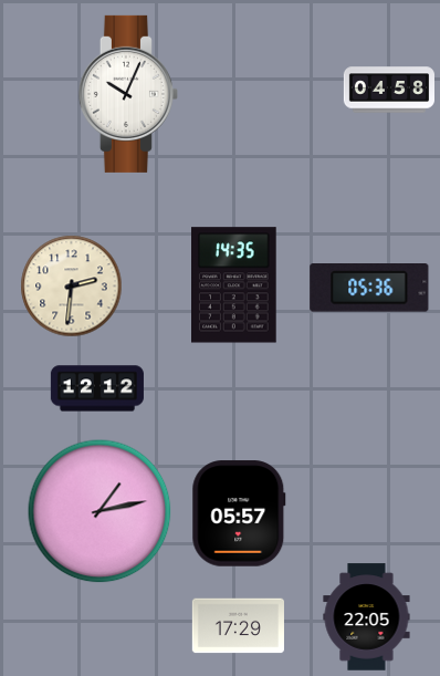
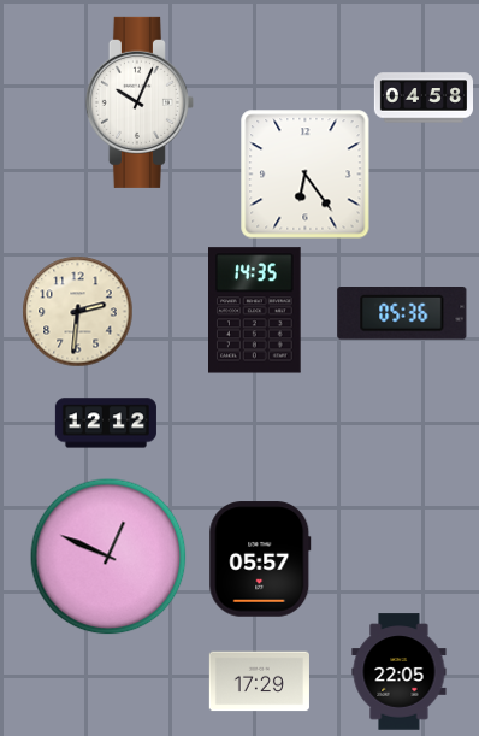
clock at (306, 175): none -> 6:24
clock at (99, 511): 1:13 -> 12:49
